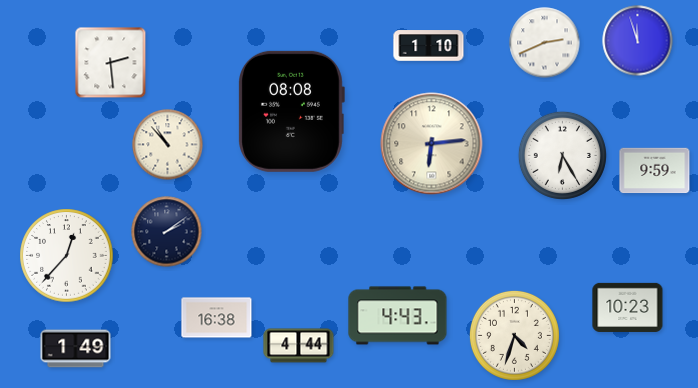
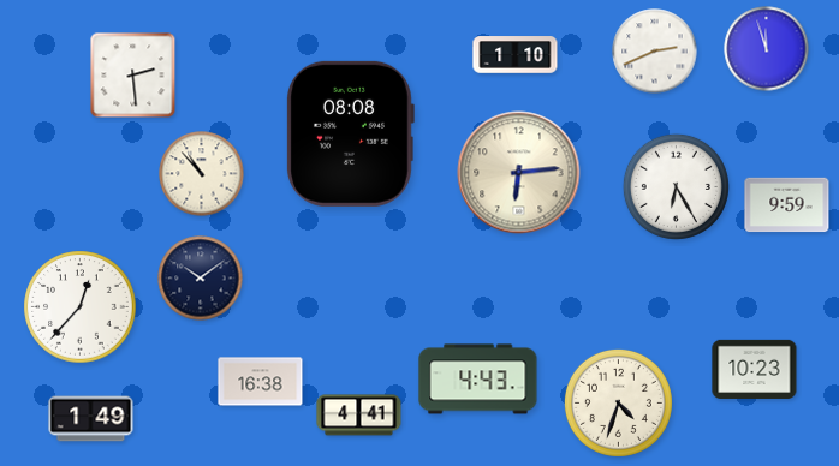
clock at (167, 232): 2:09 -> 10:09
clock at (299, 346): 4:44 -> 4:41
